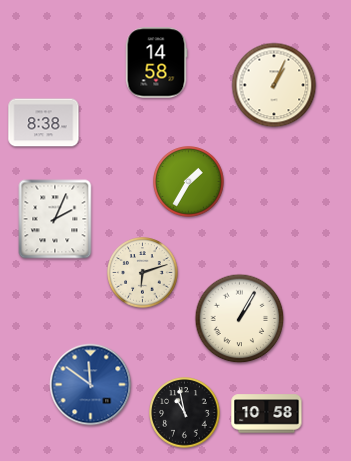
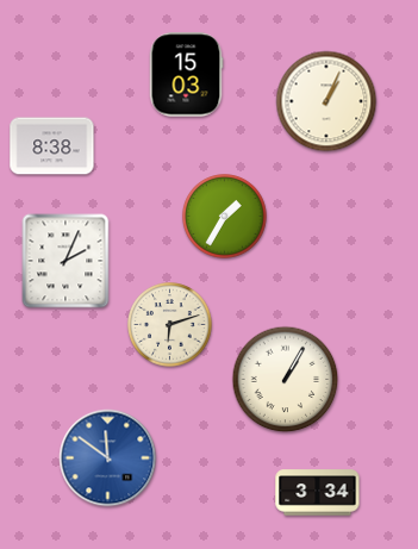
clock at (156, 63): 14:58 -> 15:03
clock at (185, 413): 10:58 -> none
clock at (267, 414): 10:58 -> 3:34
